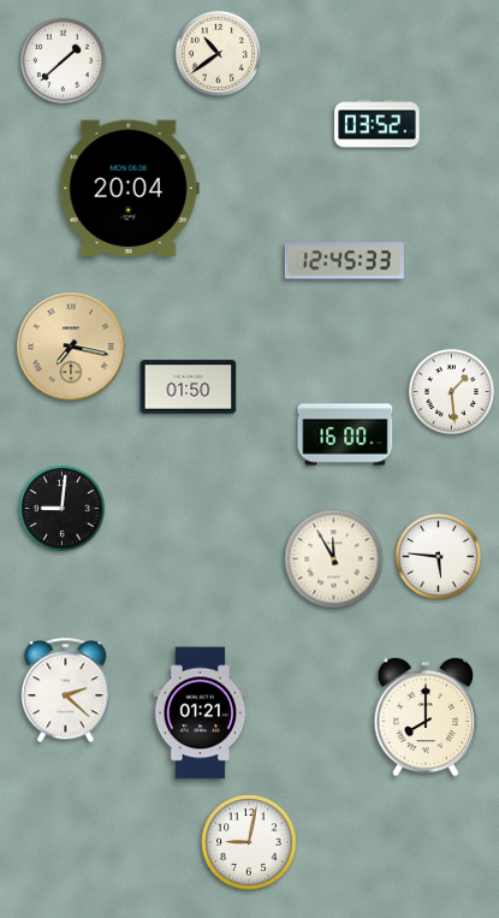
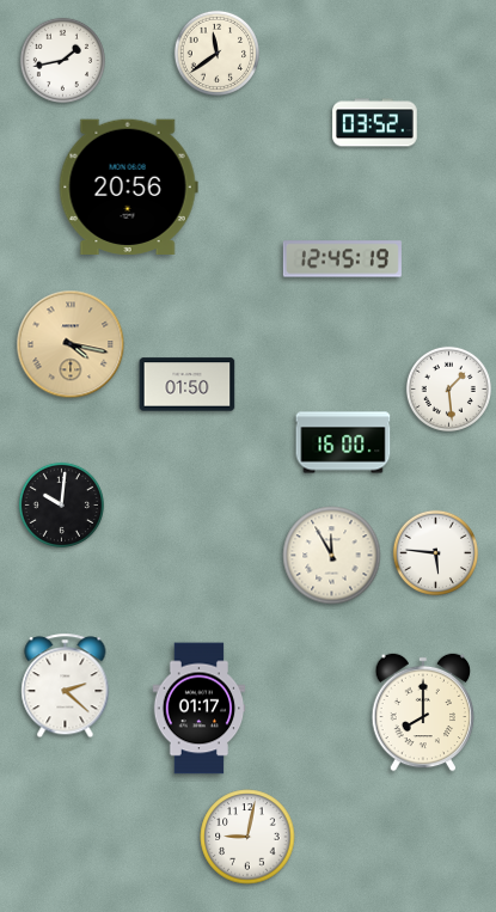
clock at (218, 53): 10:39 -> 11:39
clock at (63, 60): 1:38 -> 1:43
clock at (129, 188): 20:04 -> 20:56
clock at (344, 261): 12:45:33 -> 12:45:19
clock at (71, 347): 7:17 -> 4:17
clock at (345, 434) position: (345, 434) -> (343, 442)
clock at (61, 508): 9:01 -> 10:01
clock at (201, 713): 01:21 -> 01:17
